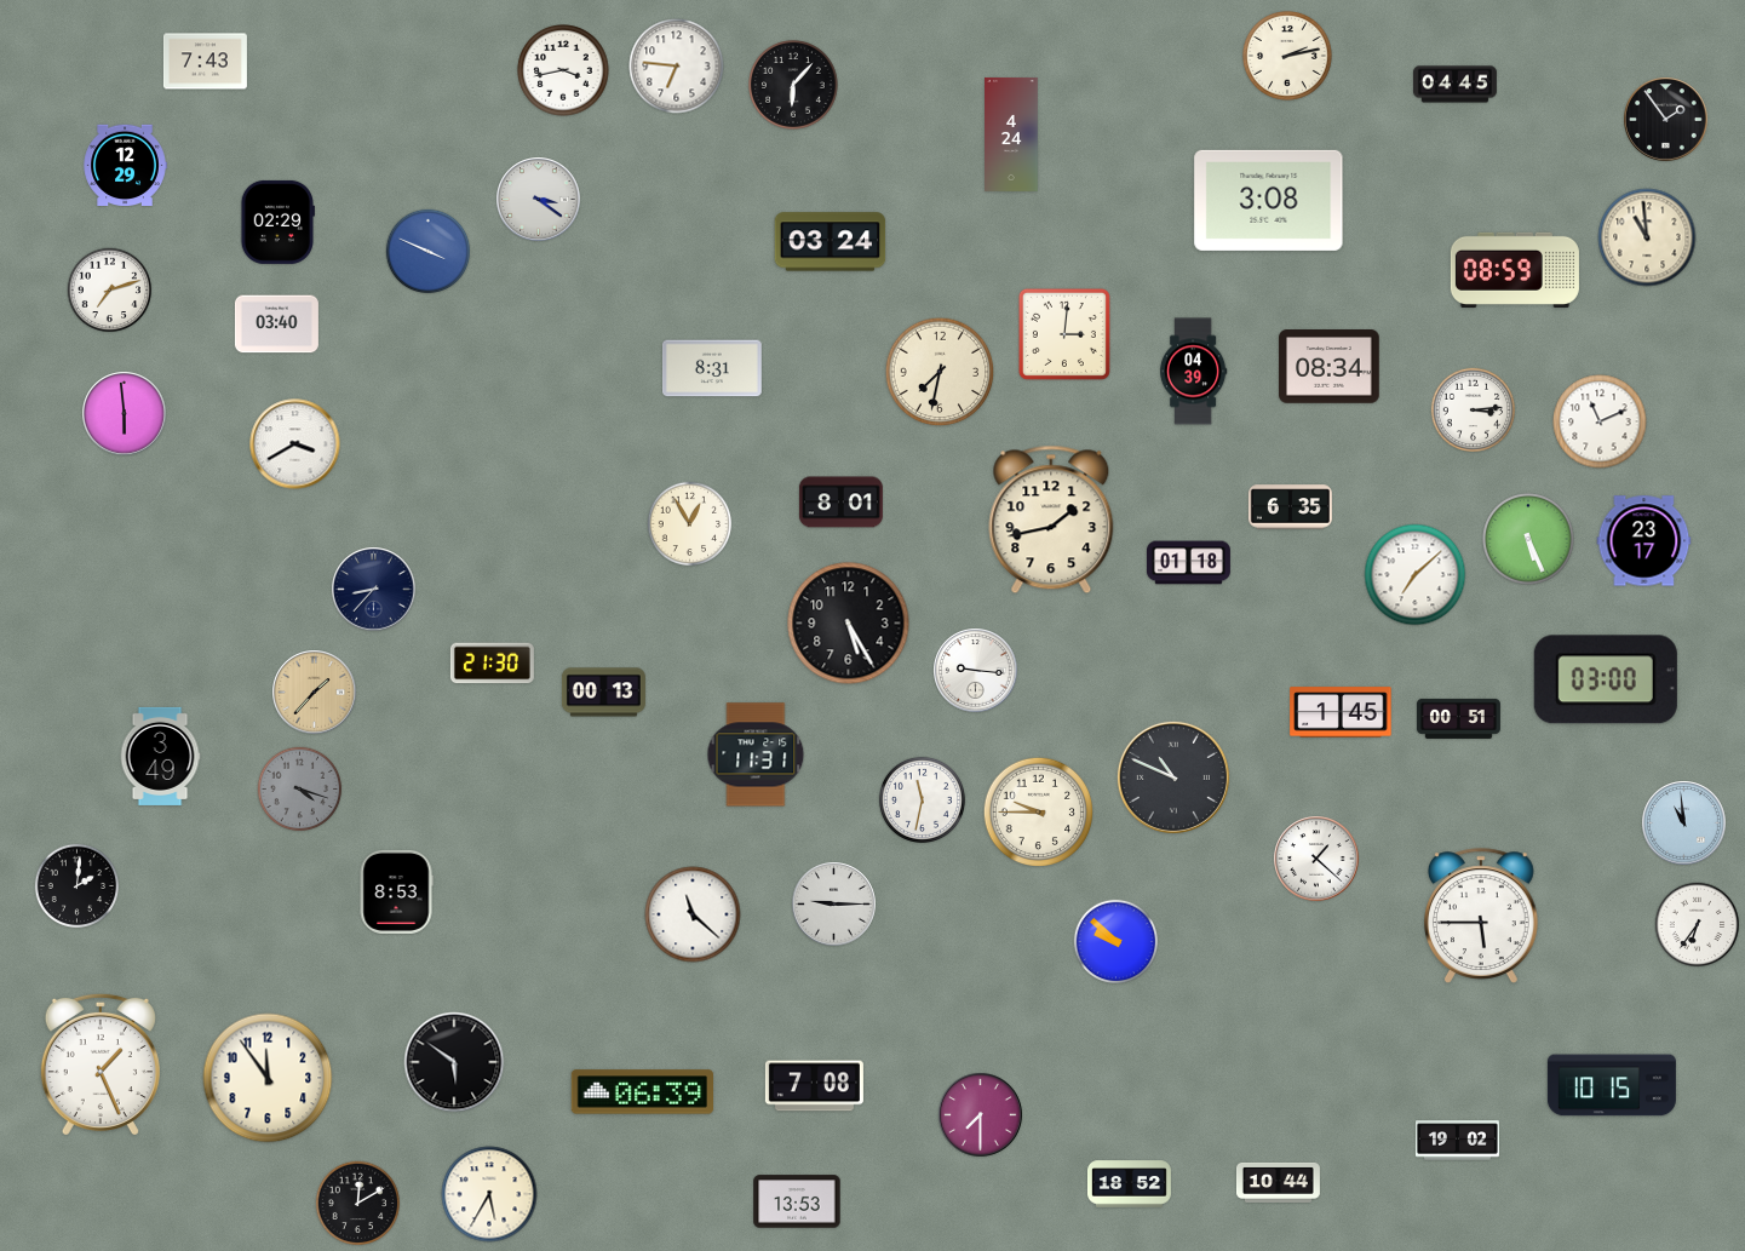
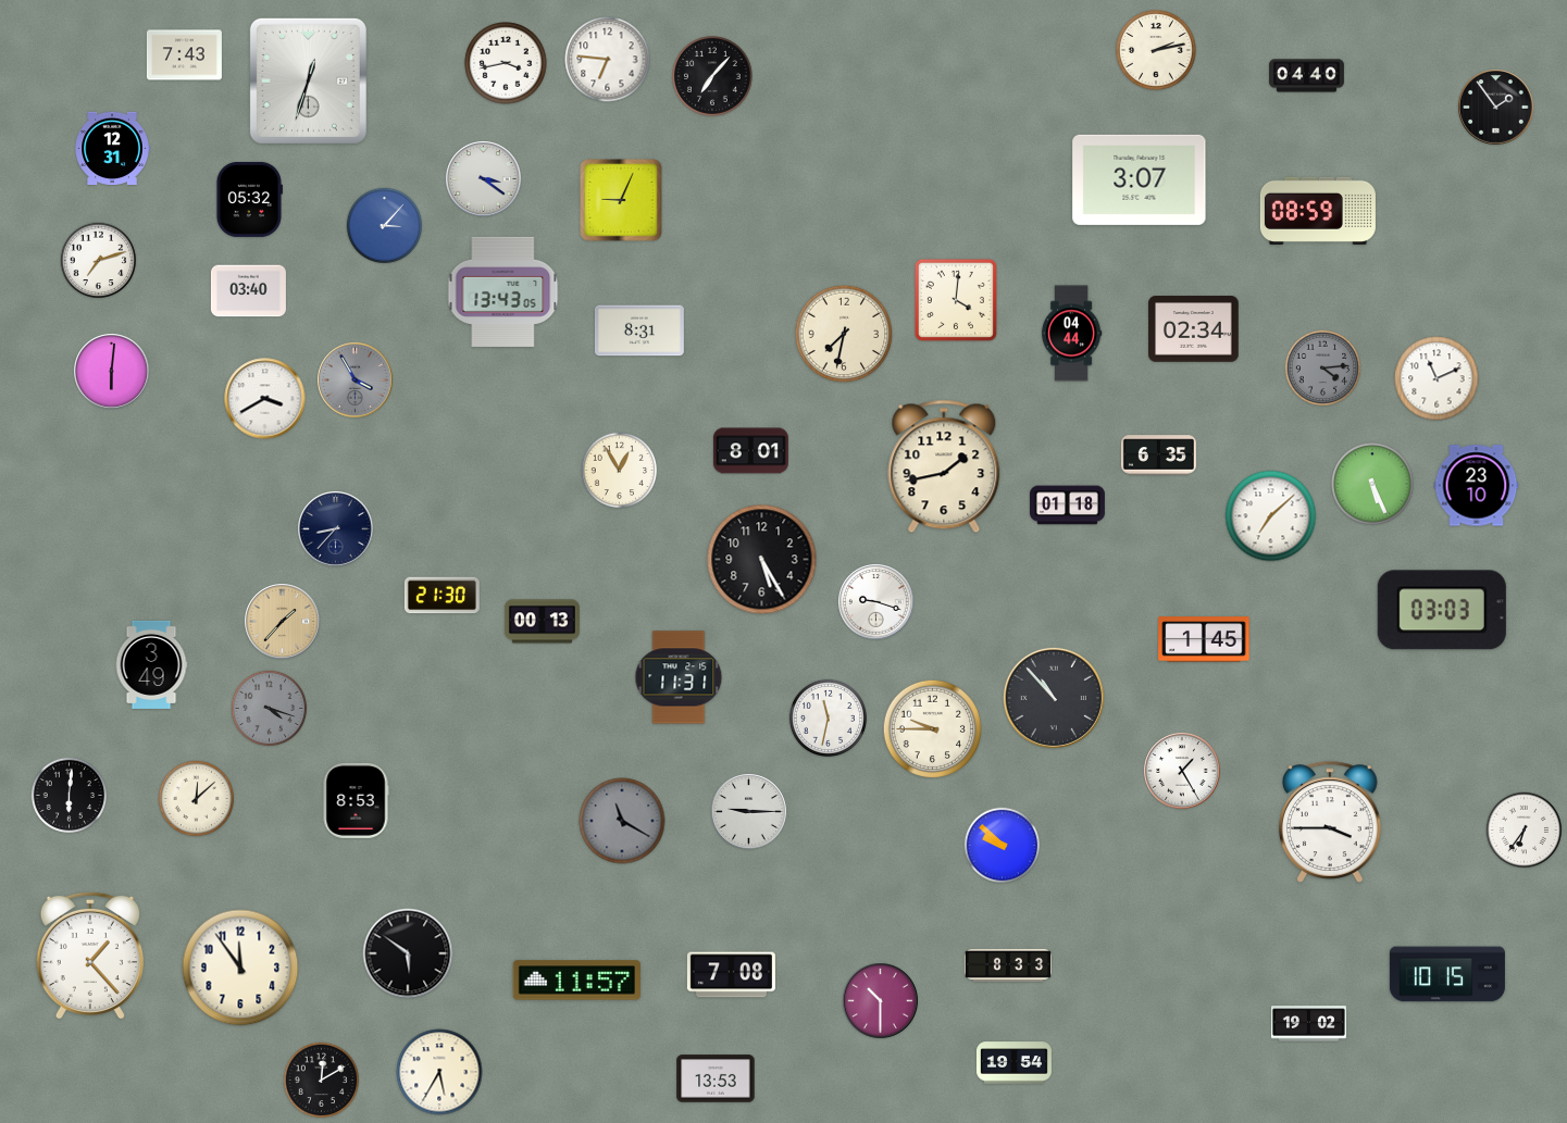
clock at (1454, 85): 04:45 -> 04:40
clock at (794, 86): 6:07 -> 7:07
clock at (308, 80): none -> 12:33
clock at (1011, 134): 4:24 -> none
clock at (125, 166): 12:29 -> 12:31
clock at (1269, 200): 3:08 -> 3:07
clock at (277, 222): 02:29 -> 05:32
clock at (621, 200): none -> 9:04
clock at (1647, 237): 10:59 -> none
clock at (831, 242): 03:24 -> none
clock at (429, 252): 3:49 -> 3:07
clock at (1515, 270) position: (1515, 270) -> (1318, 211)
clock at (503, 291): none -> 13:43
clock at (1064, 334): 3:01 -> 4:01
clock at (1330, 367): 08:34 -> 02:34
clock at (1193, 372): 04:39 -> 04:44
clock at (1474, 411): 3:14 -> 4:14
clock at (1474, 411) dial: white -> grey
clock at (125, 414): 5:59 -> 6:01
clock at (356, 380): none -> 3:55
clock at (840, 503) position: (840, 503) -> (750, 451)
clock at (1644, 541): 23:17 -> 23:10
clock at (976, 671): 9:16 -> 9:18
clock at (1606, 679): 03:00 -> 03:03
clock at (1458, 718): 00:51 -> none
clock at (160, 756) position: (160, 756) -> (151, 664)
clock at (1173, 777): 10:49 -> 10:53
clock at (1684, 824): 10:59 -> none
clock at (1316, 859): 1:22 -> 1:25
clock at (78, 886): 2:01 -> 6:01
clock at (197, 799): none -> 12:08
clock at (693, 914): 11:22 -> 11:20
clock at (693, 914) dial: white -> grey
clock at (1482, 916): 5:45 -> 3:45
clock at (101, 1065): 1:26 -> 1:23
clock at (1007, 965): none -> 8:33
clock at (642, 1092): 06:39 -> 11:57
clock at (981, 1115): 7:30 -> 10:30
clock at (1278, 1182): 10:44 -> none
clock at (1129, 1184): 18:52 -> 19:54
